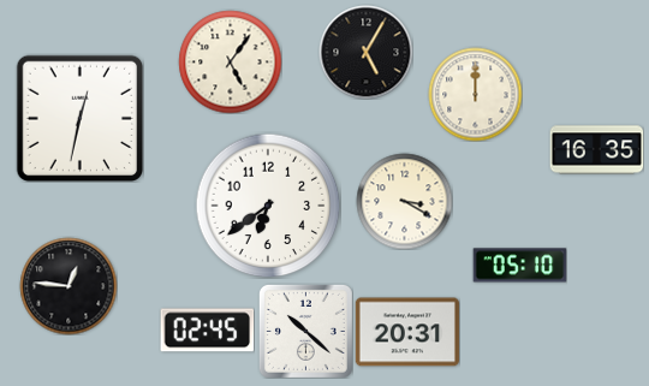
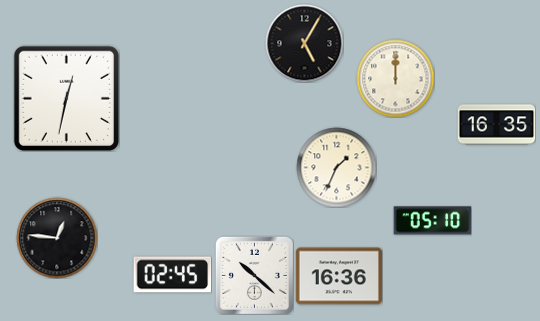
clock at (230, 61): 5:06 -> none
clock at (404, 201): 3:20 -> 1:34
clock at (268, 206): 6:39 -> none
clock at (407, 332): 20:31 -> 16:36
